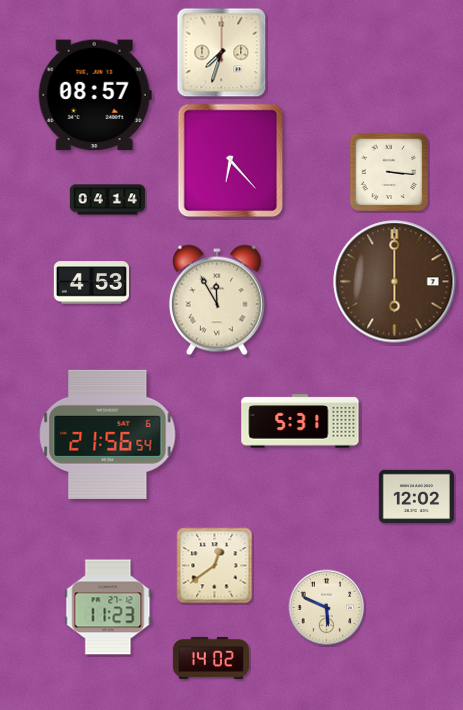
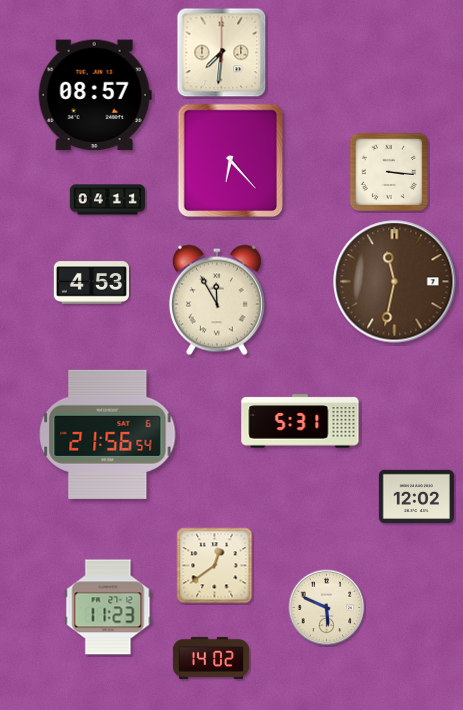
clock at (222, 53): 7:33 -> 7:31
clock at (107, 200): 04:14 -> 04:11
clock at (395, 282): 6:00 -> 11:32
